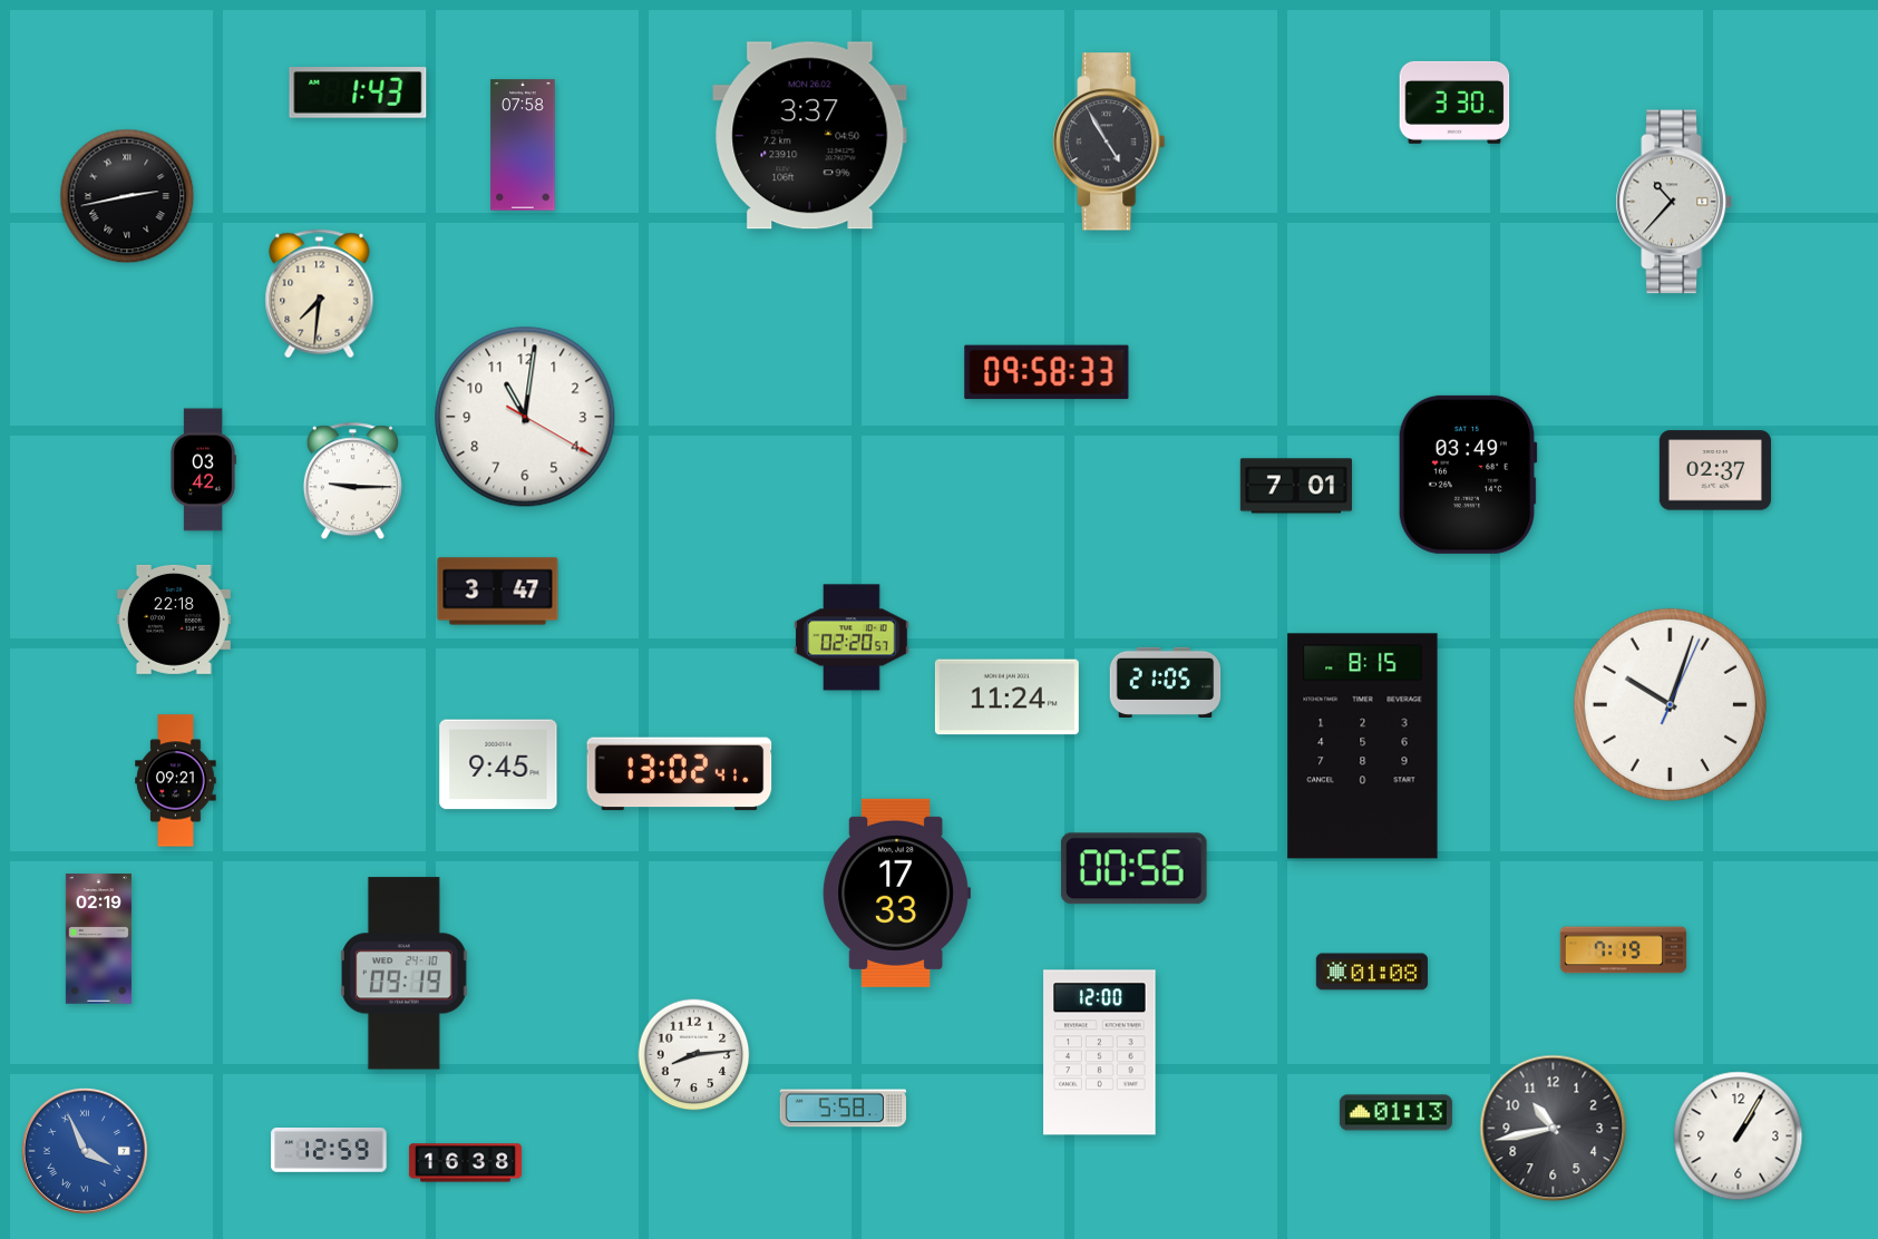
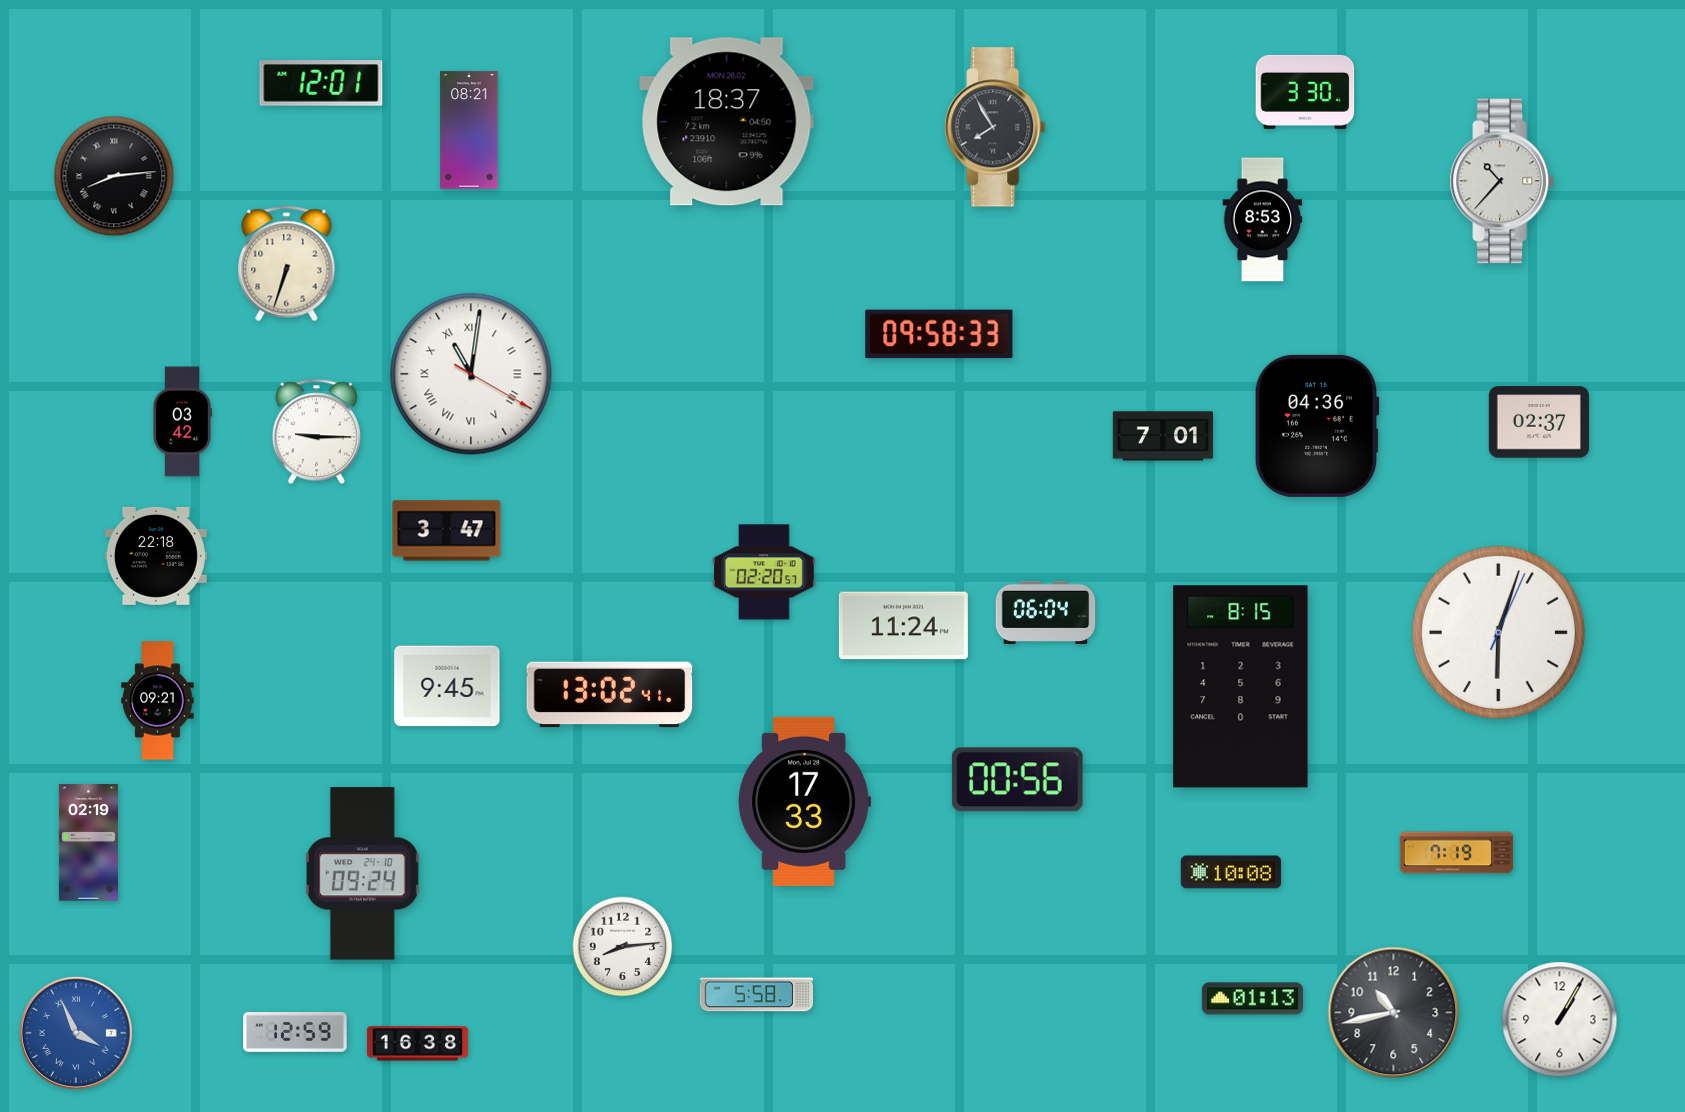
clock at (358, 92): 1:43 -> 12:01
clock at (810, 136): 3:37 -> 18:37
clock at (1109, 142): 4:55 -> 7:55
clock at (523, 145): 07:58 -> 08:21
clock at (127, 196): 2:43 -> 8:14
clock at (1263, 220): none -> 8:53
clock at (320, 294): 7:31 -> 6:33
clock at (525, 417) numerals: Arabic -> Roman
clock at (1468, 475): 03:49 -> 04:36
clock at (1166, 682): 21:05 -> 06:04
clock at (1670, 704): 10:03 -> 6:03
clock at (1363, 747) position: (1363, 747) -> (1241, 687)
clock at (1372, 972): 01:08 -> 10:08
clock at (403, 974): 09:19 -> 09:24
clock at (1100, 1053): 12:00 -> none
